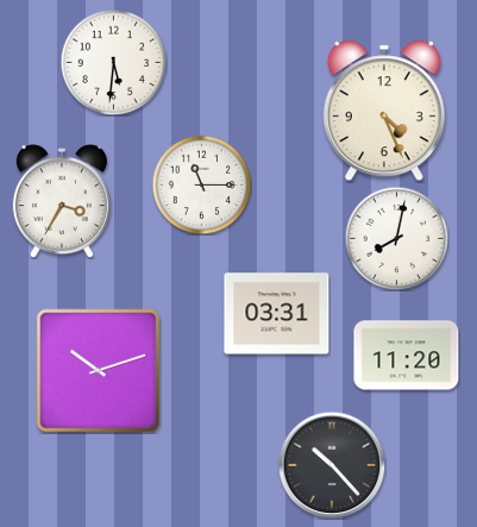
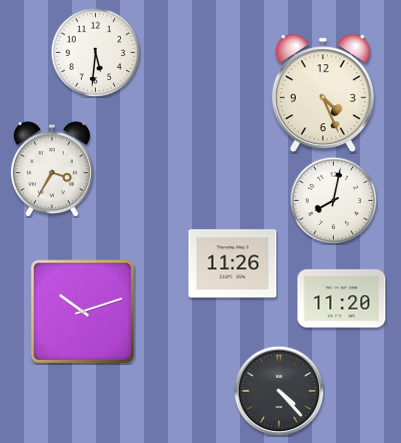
clock at (201, 184): 11:15 -> none
clock at (277, 314): 03:31 -> 11:26
clock at (332, 465): 10:23 -> 4:23
